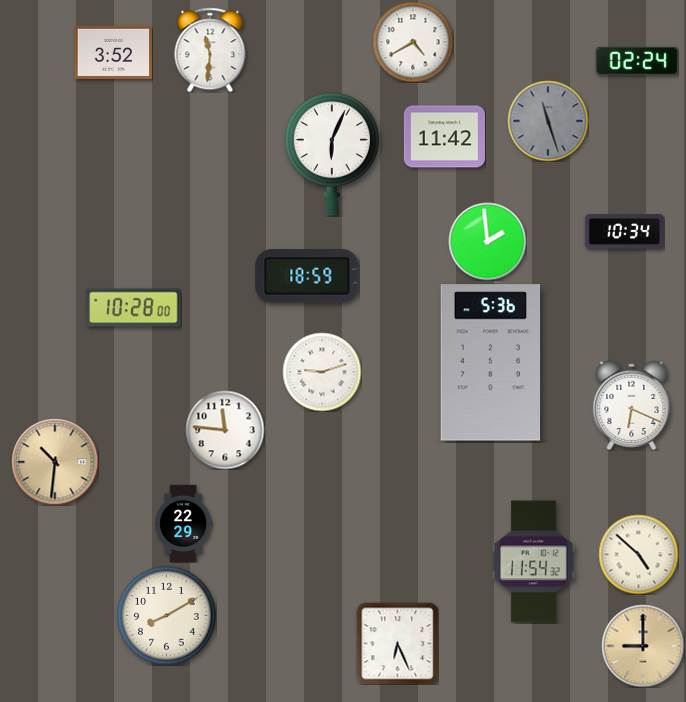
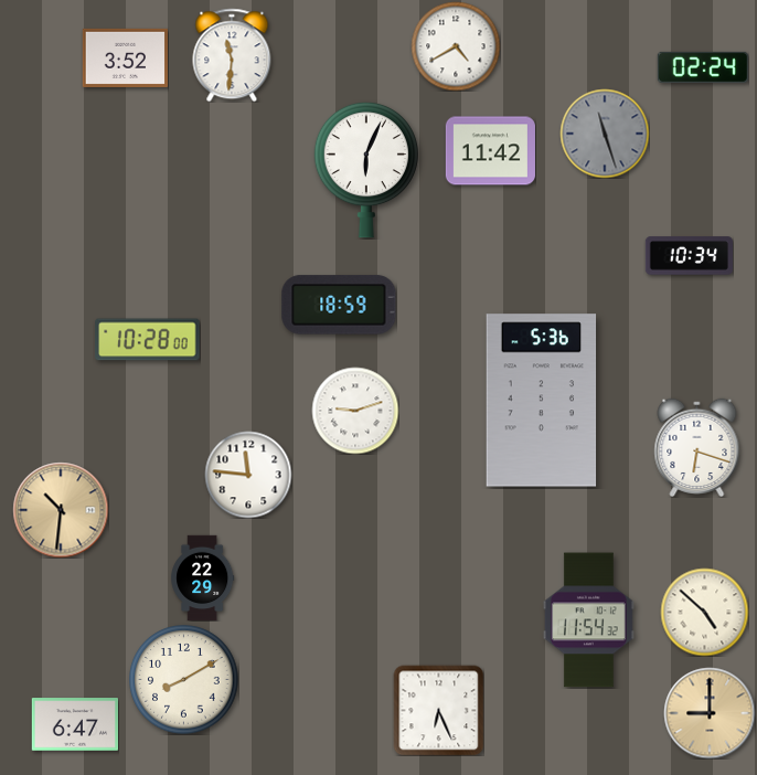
clock at (487, 241): 1:59 -> none
clock at (632, 405): 6:19 -> 6:18
clock at (74, 724): none -> 6:47
